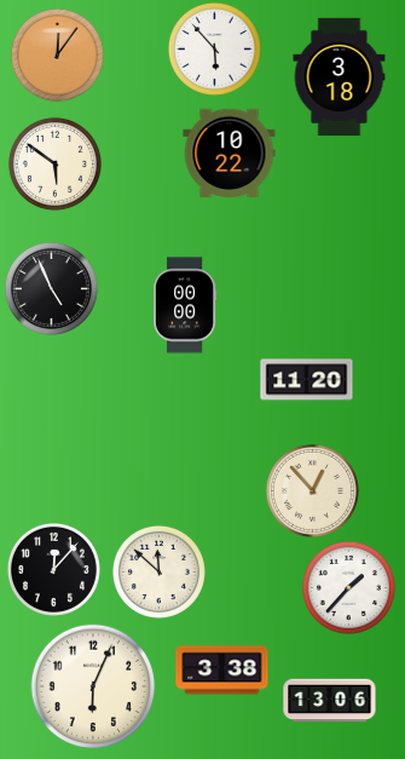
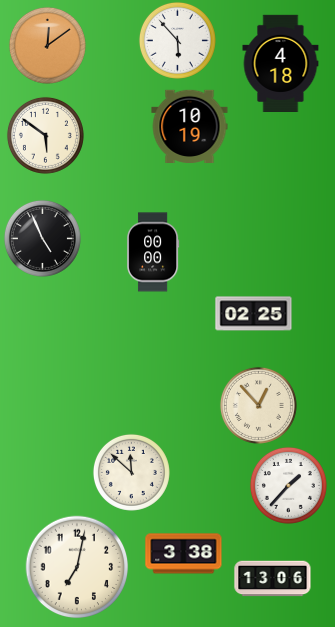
clock at (57, 54): 12:06 -> 12:09
clock at (340, 76): 3:18 -> 4:18
clock at (230, 153): 10:22 -> 10:19
clock at (307, 380): 11:20 -> 02:25
clock at (53, 569): 12:07 -> none
clock at (93, 686): 6:04 -> 7:02
